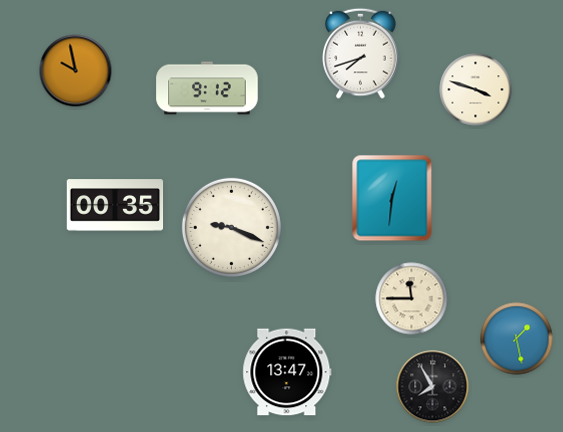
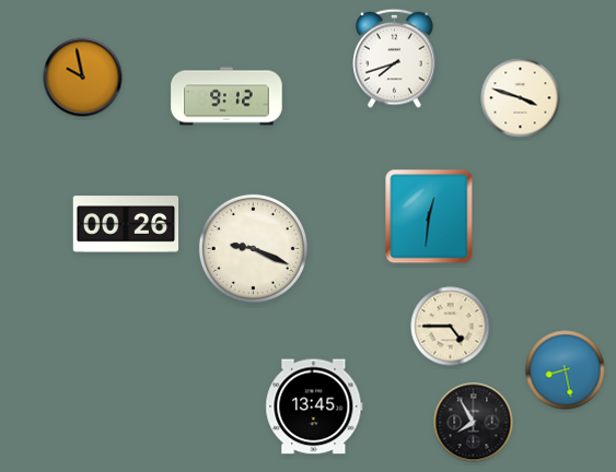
clock at (115, 205): 00:35 -> 00:26
clock at (412, 299): 11:45 -> 4:45
clock at (517, 339): 1:28 -> 8:28
clock at (287, 372): 13:47 -> 13:45
